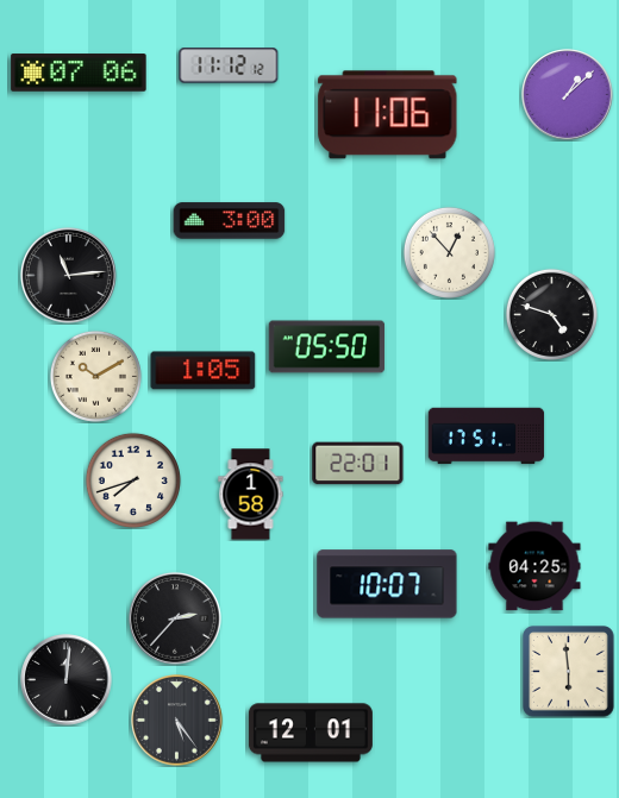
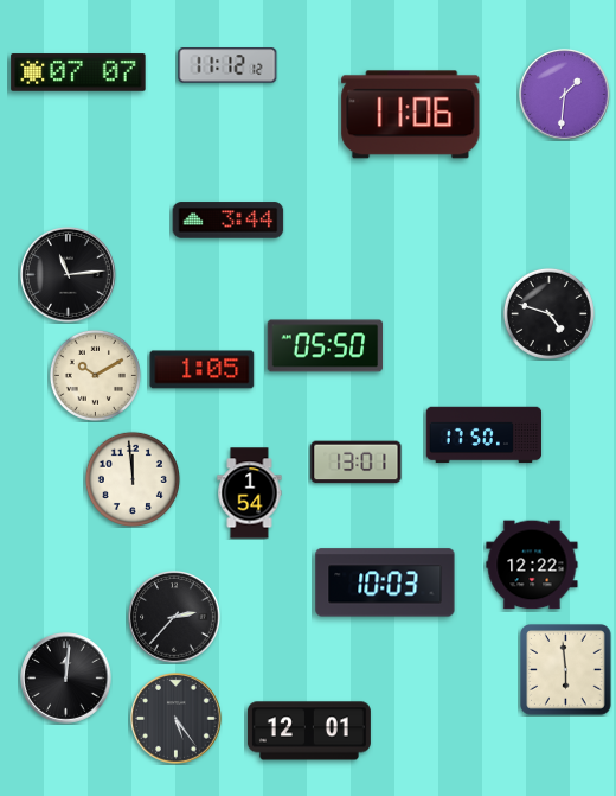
clock at (79, 73): 07:06 -> 07:07
clock at (568, 95): 1:08 -> 1:31
clock at (388, 115) position: (388, 115) -> (411, 115)
clock at (230, 221): 3:00 -> 3:44
clock at (449, 252): 12:53 -> none
clock at (487, 436): 17:51 -> 17:50
clock at (358, 464): 22:01 -> 13:01
clock at (133, 480): 7:42 -> 11:59
clock at (251, 495): 1:58 -> 1:54
clock at (534, 566): 04:25 -> 12:22
clock at (387, 584): 10:07 -> 10:03
